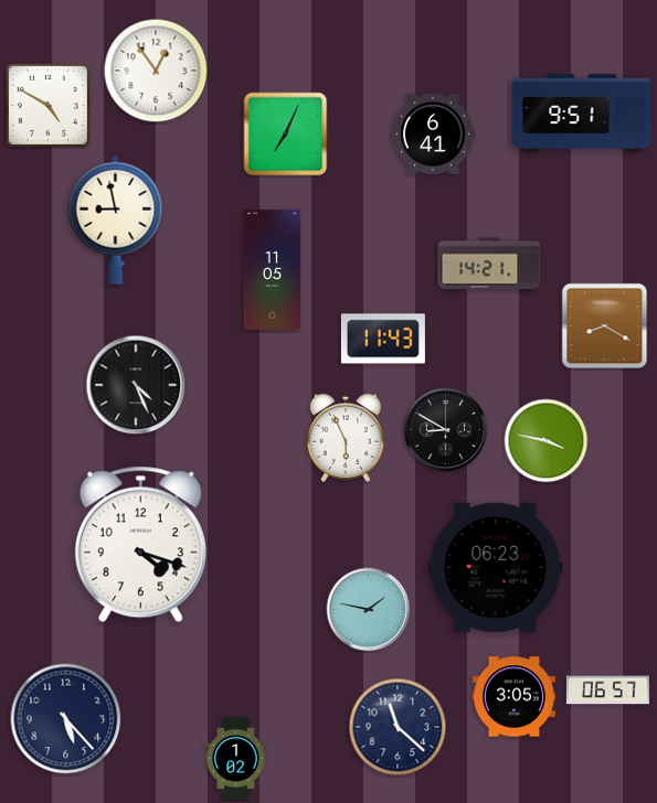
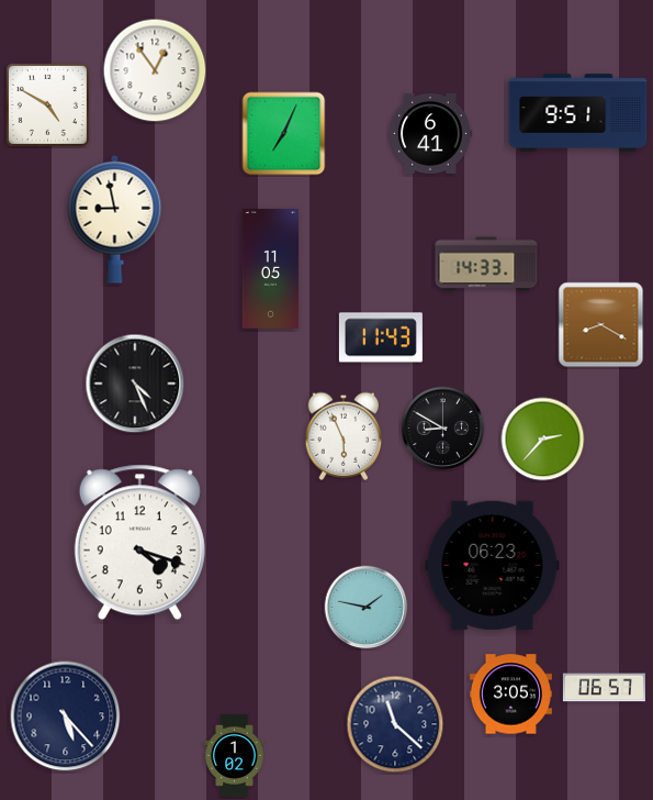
clock at (489, 265): 14:21 -> 14:33
clock at (547, 441): 3:47 -> 2:37
